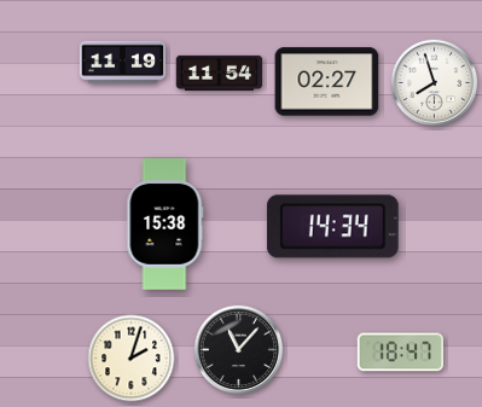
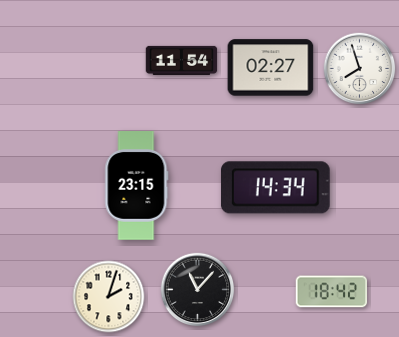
clock at (123, 63): 11:19 -> none
clock at (165, 225): 15:38 -> 23:15
clock at (401, 353): 18:47 -> 18:42
